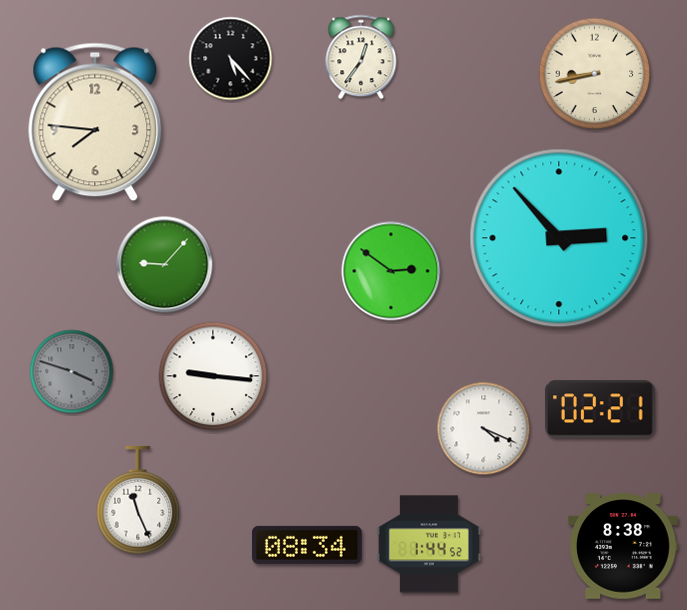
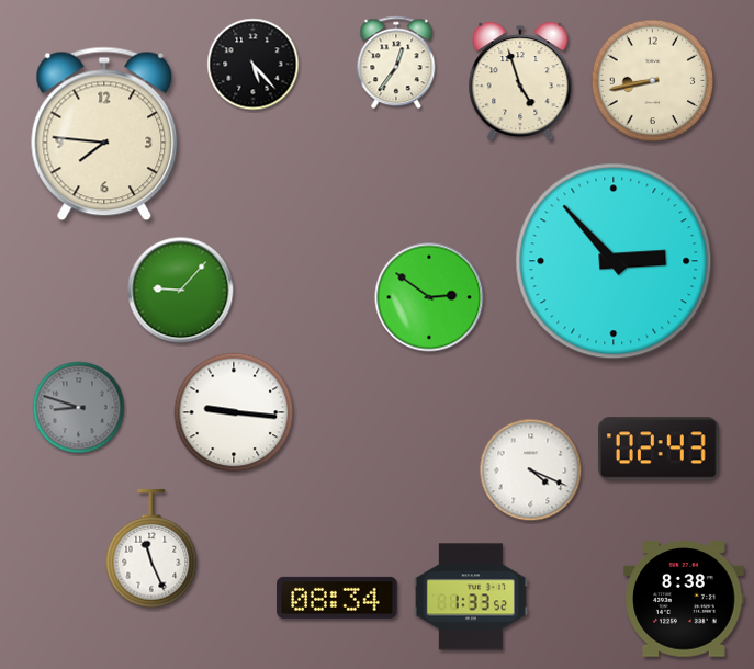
clock at (520, 81): none -> 4:57
clock at (72, 372): 3:48 -> 8:48
clock at (601, 409): 02:21 -> 02:43
clock at (429, 544): 1:44 -> 1:33
